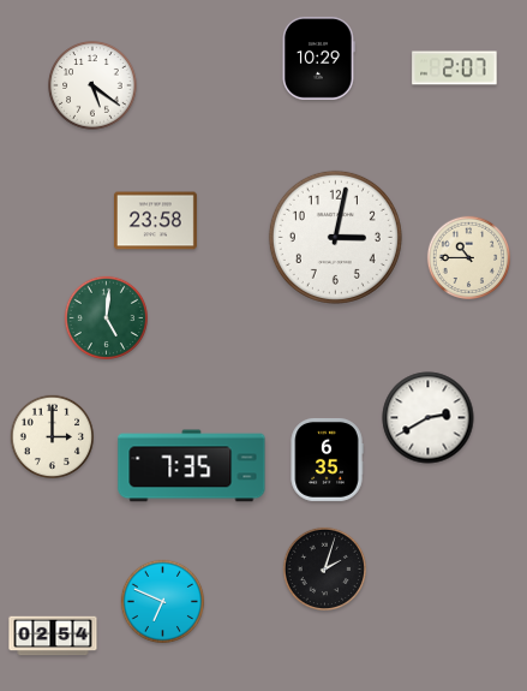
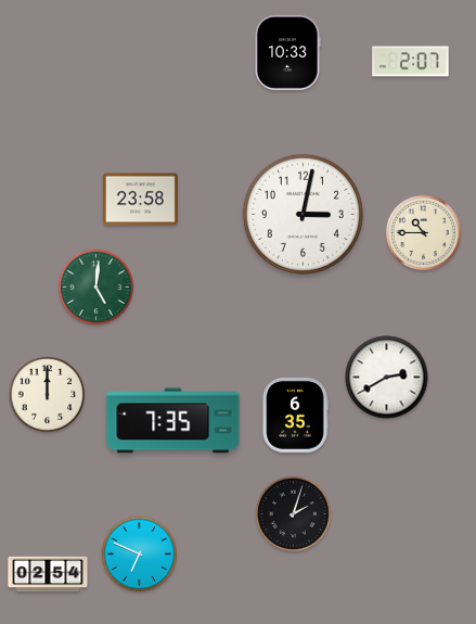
clock at (319, 58): 10:29 -> 10:33
clock at (92, 85): 5:21 -> none
clock at (52, 436): 3:00 -> 12:00
clock at (162, 601) position: (162, 601) -> (139, 553)
